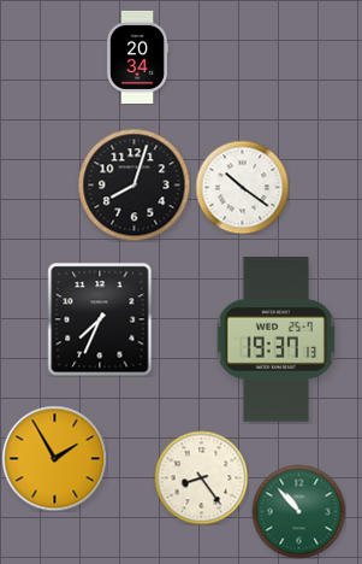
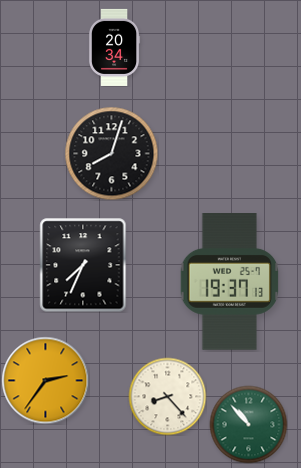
clock at (242, 187): 10:21 -> none
clock at (54, 458): 1:55 -> 2:36
clock at (201, 477): 8:24 -> 8:23
